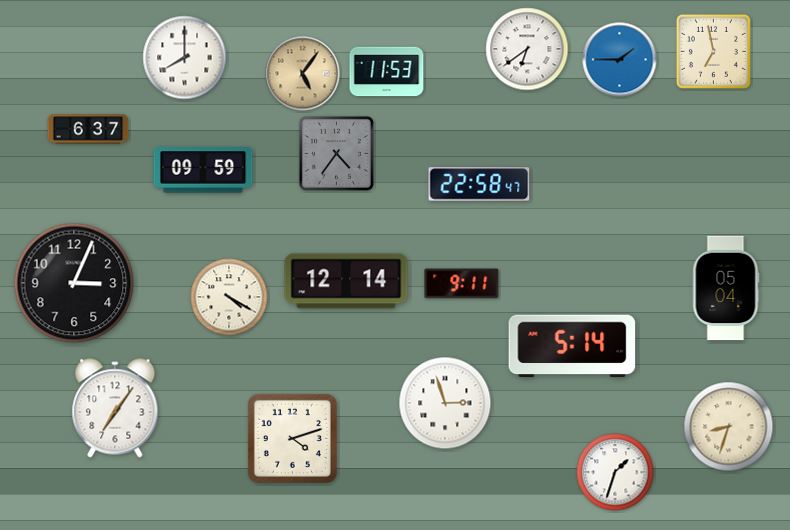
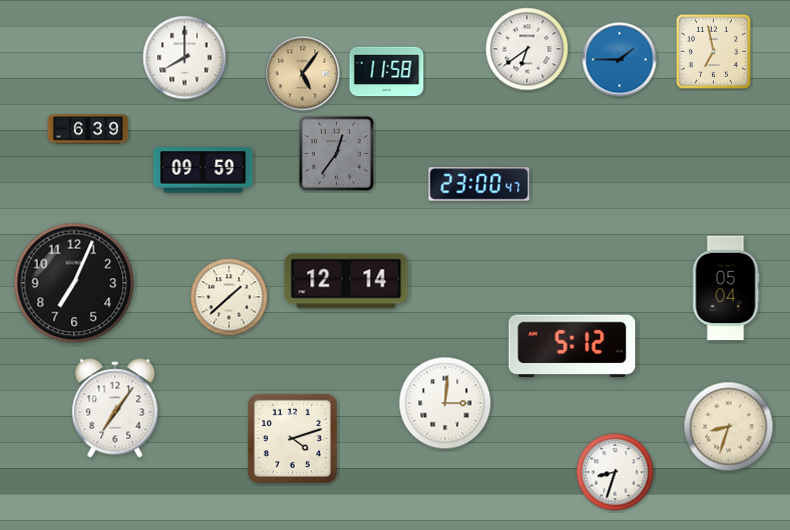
clock at (387, 72): 11:53 -> 11:58
clock at (88, 129): 6:37 -> 6:39
clock at (336, 153): 4:36 -> 12:36
clock at (479, 184): 22:58 -> 23:00
clock at (74, 283): 3:04 -> 7:04
clock at (462, 284): 9:11 -> none
clock at (229, 297): 4:20 -> 1:38
clock at (572, 346): 5:14 -> 5:12
clock at (445, 403): 2:57 -> 3:01
clock at (615, 472): 1:33 -> 8:33
